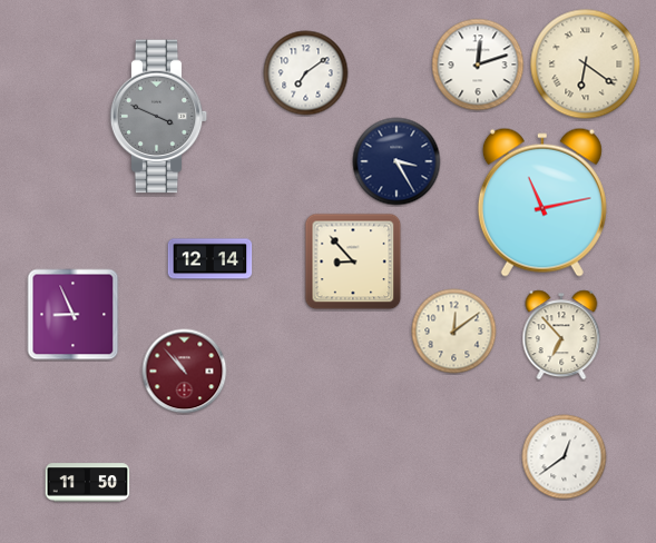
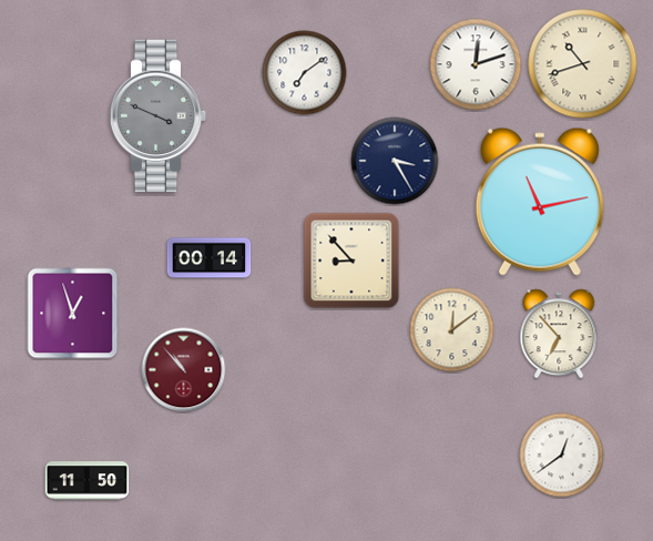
clock at (586, 65): 6:21 -> 10:42
clock at (210, 259): 12:14 -> 00:14
clock at (74, 315): 8:56 -> 12:57
